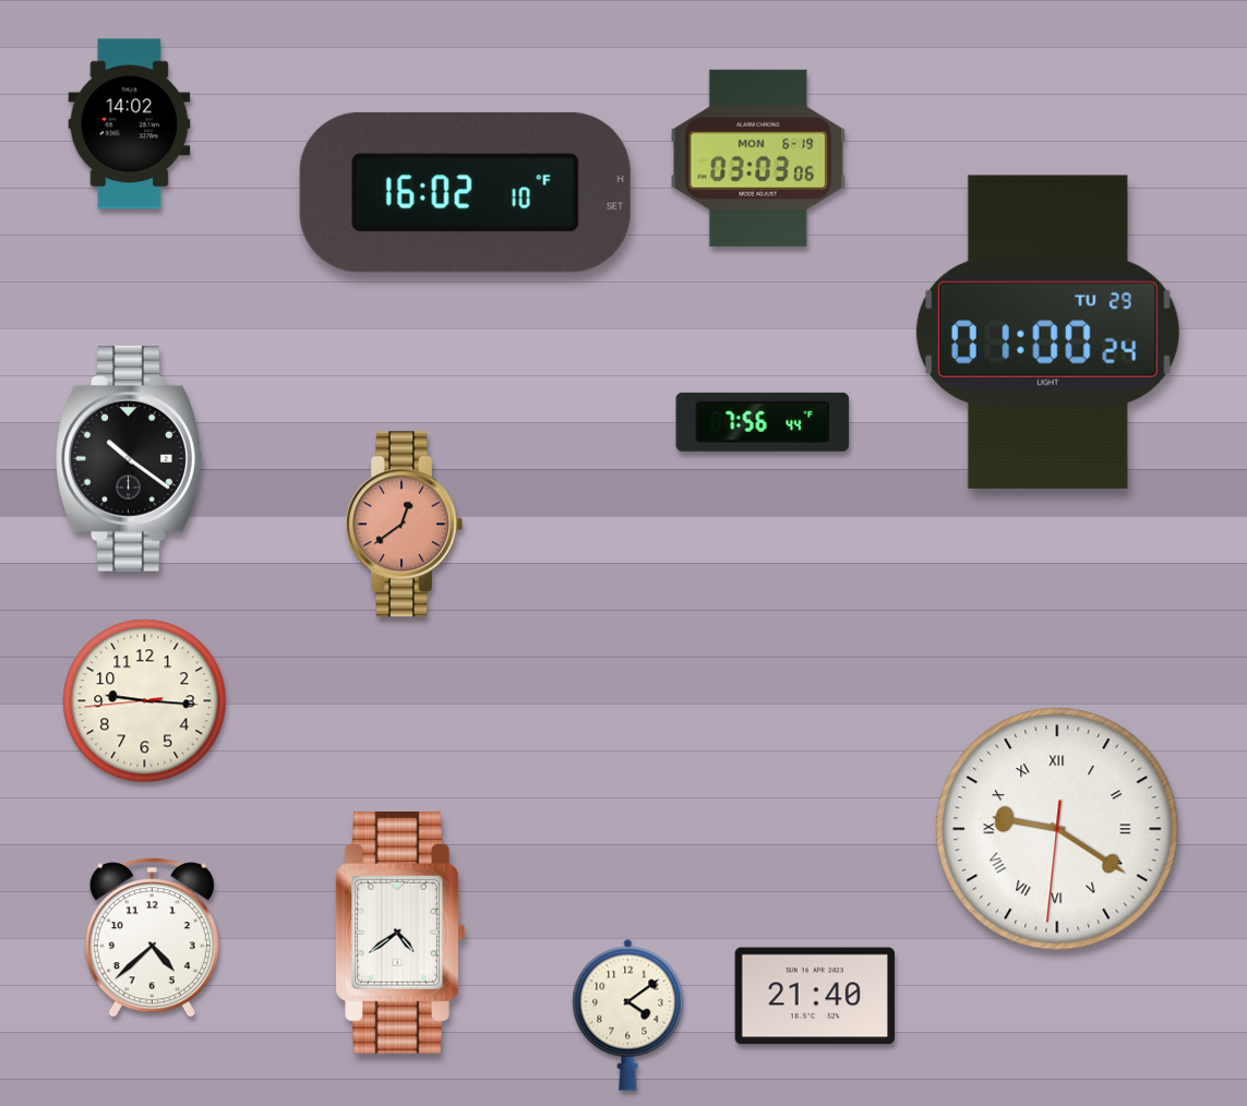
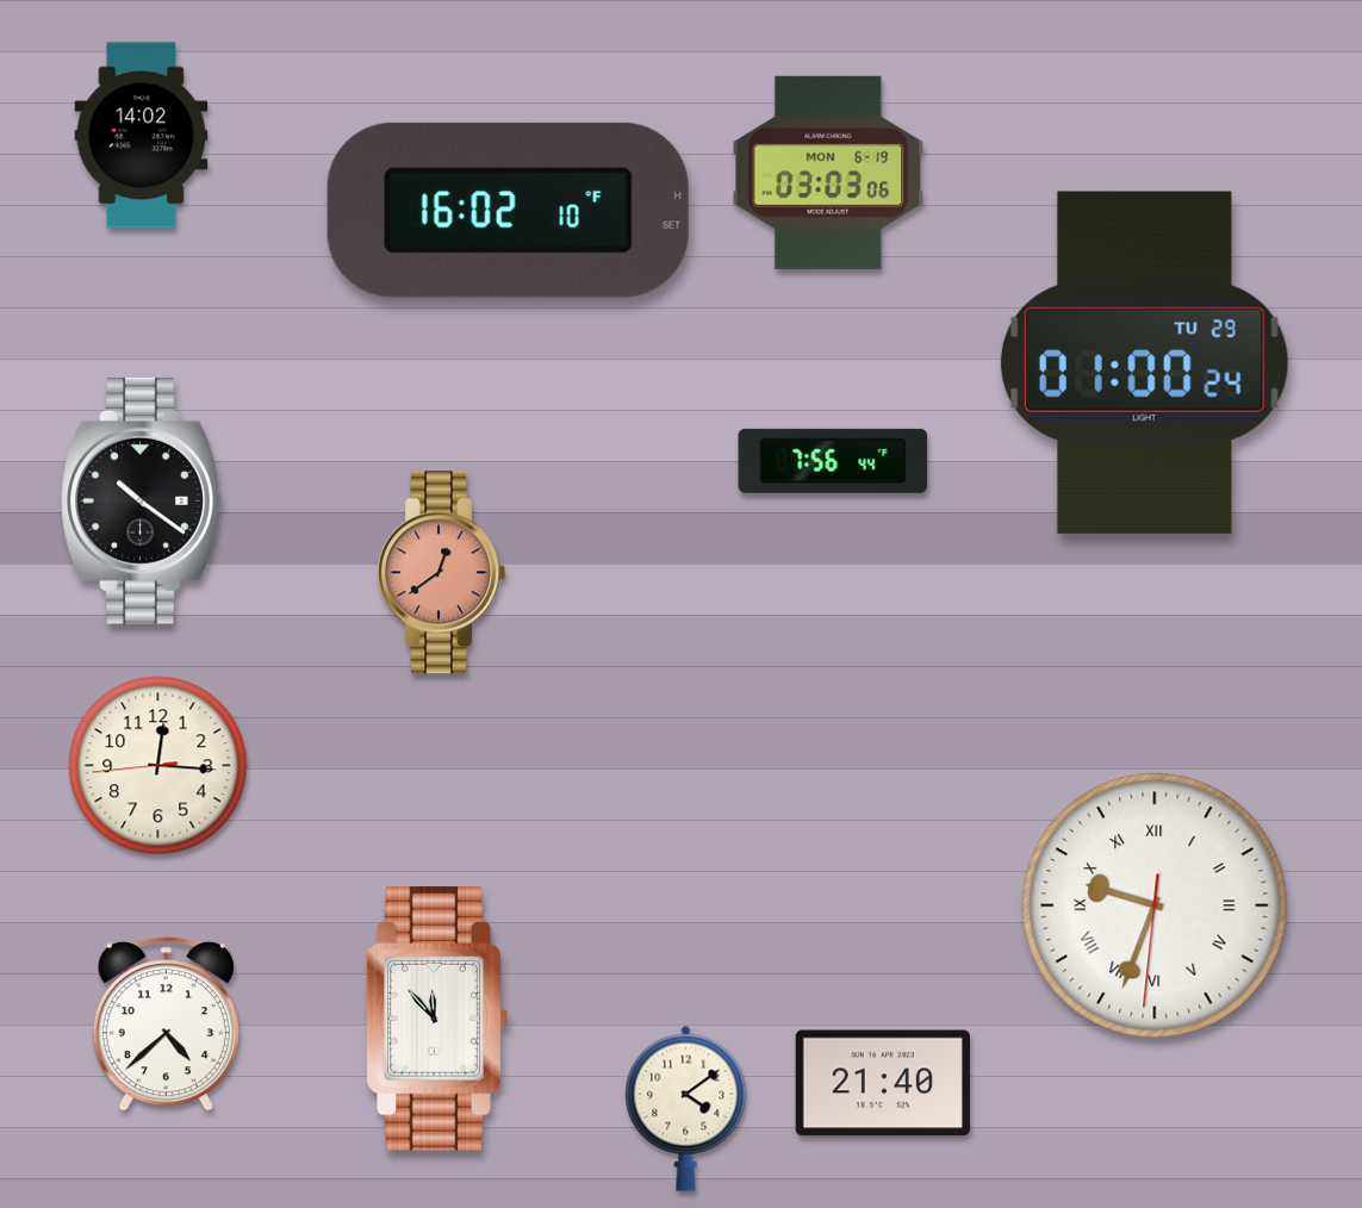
clock at (145, 701): 9:15 -> 12:15
clock at (1057, 829): 9:20 -> 9:33
clock at (400, 933): 4:39 -> 11:53
clock at (815, 996) position: (815, 996) -> (883, 1083)
